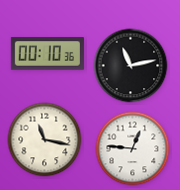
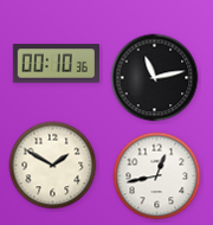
clock at (45, 140): 11:17 -> 1:50
clock at (133, 149): 12:46 -> 12:43
